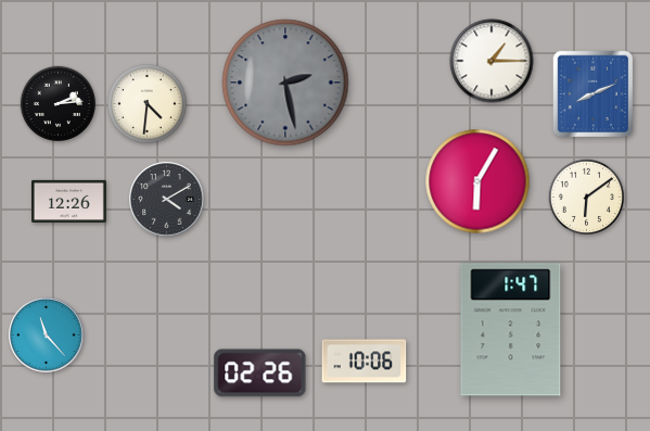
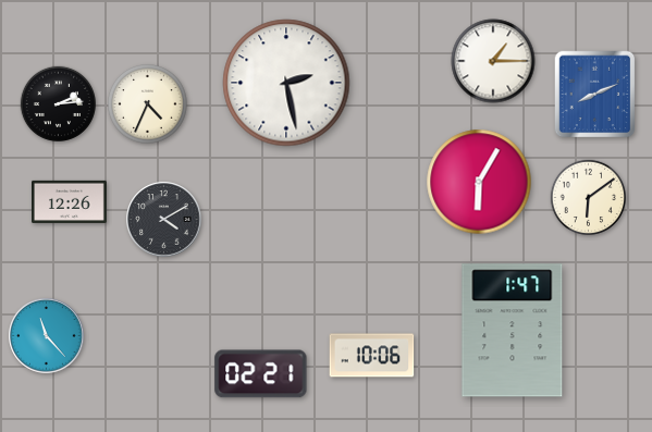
clock at (285, 83) dial: grey -> white
clock at (148, 104): 4:31 -> 4:34
clock at (167, 200) position: (167, 200) -> (164, 220)
clock at (365, 362) position: (365, 362) -> (372, 356)
clock at (260, 373): 02:26 -> 02:21
